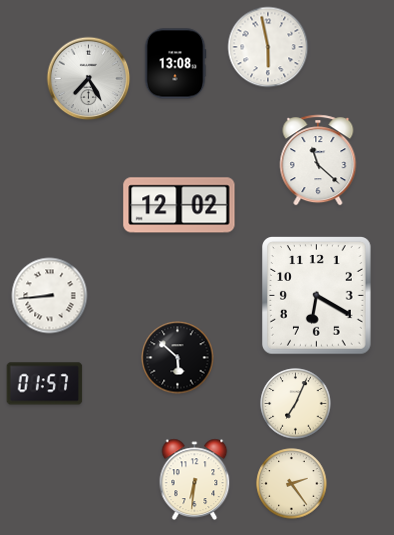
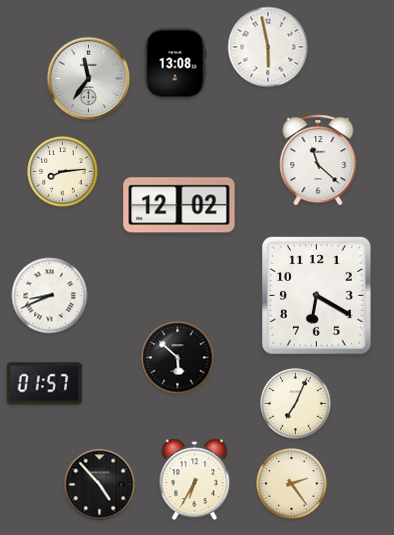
clock at (89, 79): 7:25 -> 11:36
clock at (63, 172): none -> 8:14
clock at (50, 296): 8:44 -> 8:41
clock at (195, 480): 6:31 -> 6:35
clock at (100, 485): none -> 4:53
